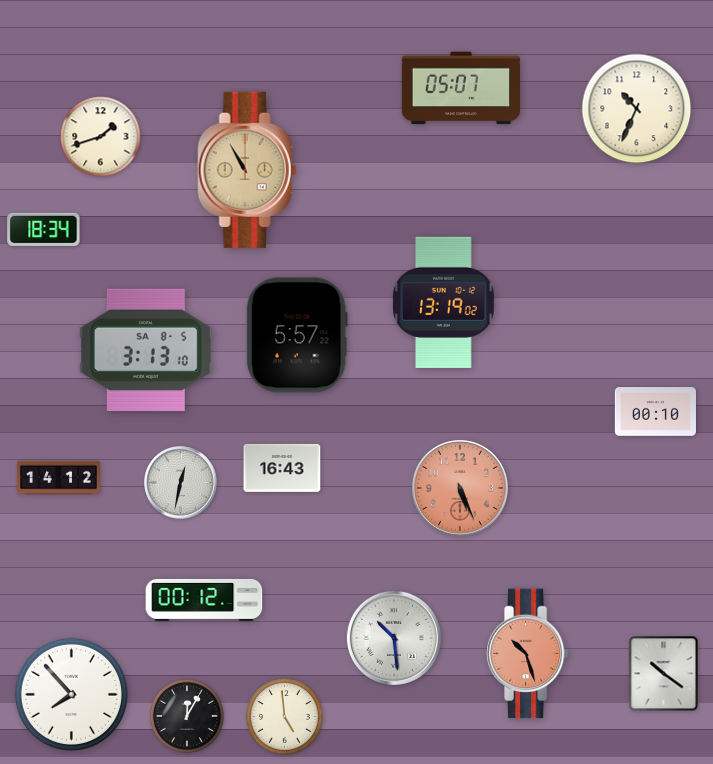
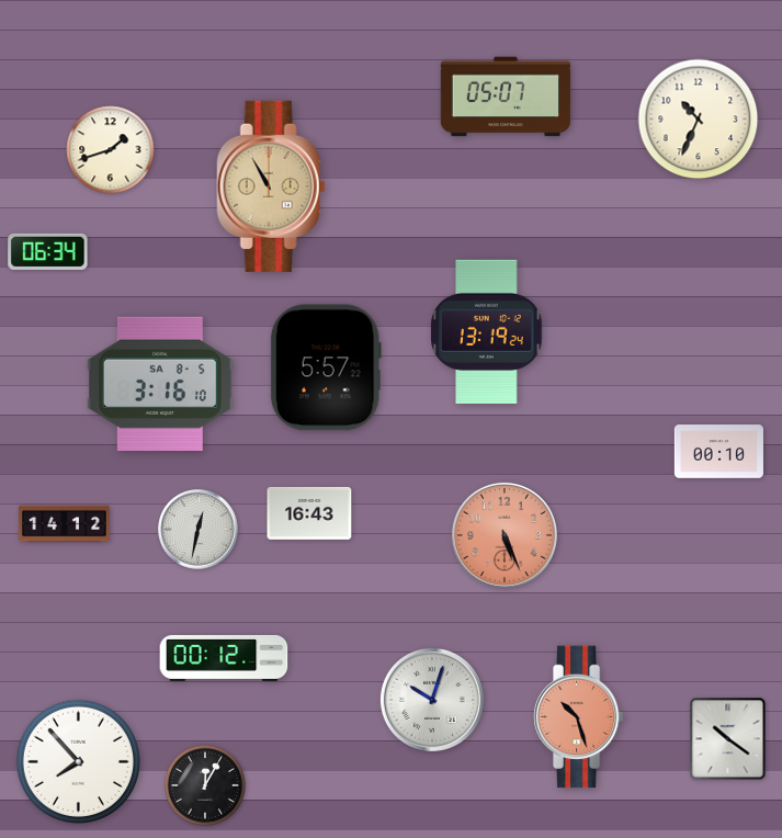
clock at (44, 229): 18:34 -> 06:34
clock at (444, 302): 13:19:02 -> 13:19:24
clock at (146, 350): 3:13 -> 3:16
clock at (394, 638): 10:29 -> 10:03
clock at (285, 717): 4:59 -> none
